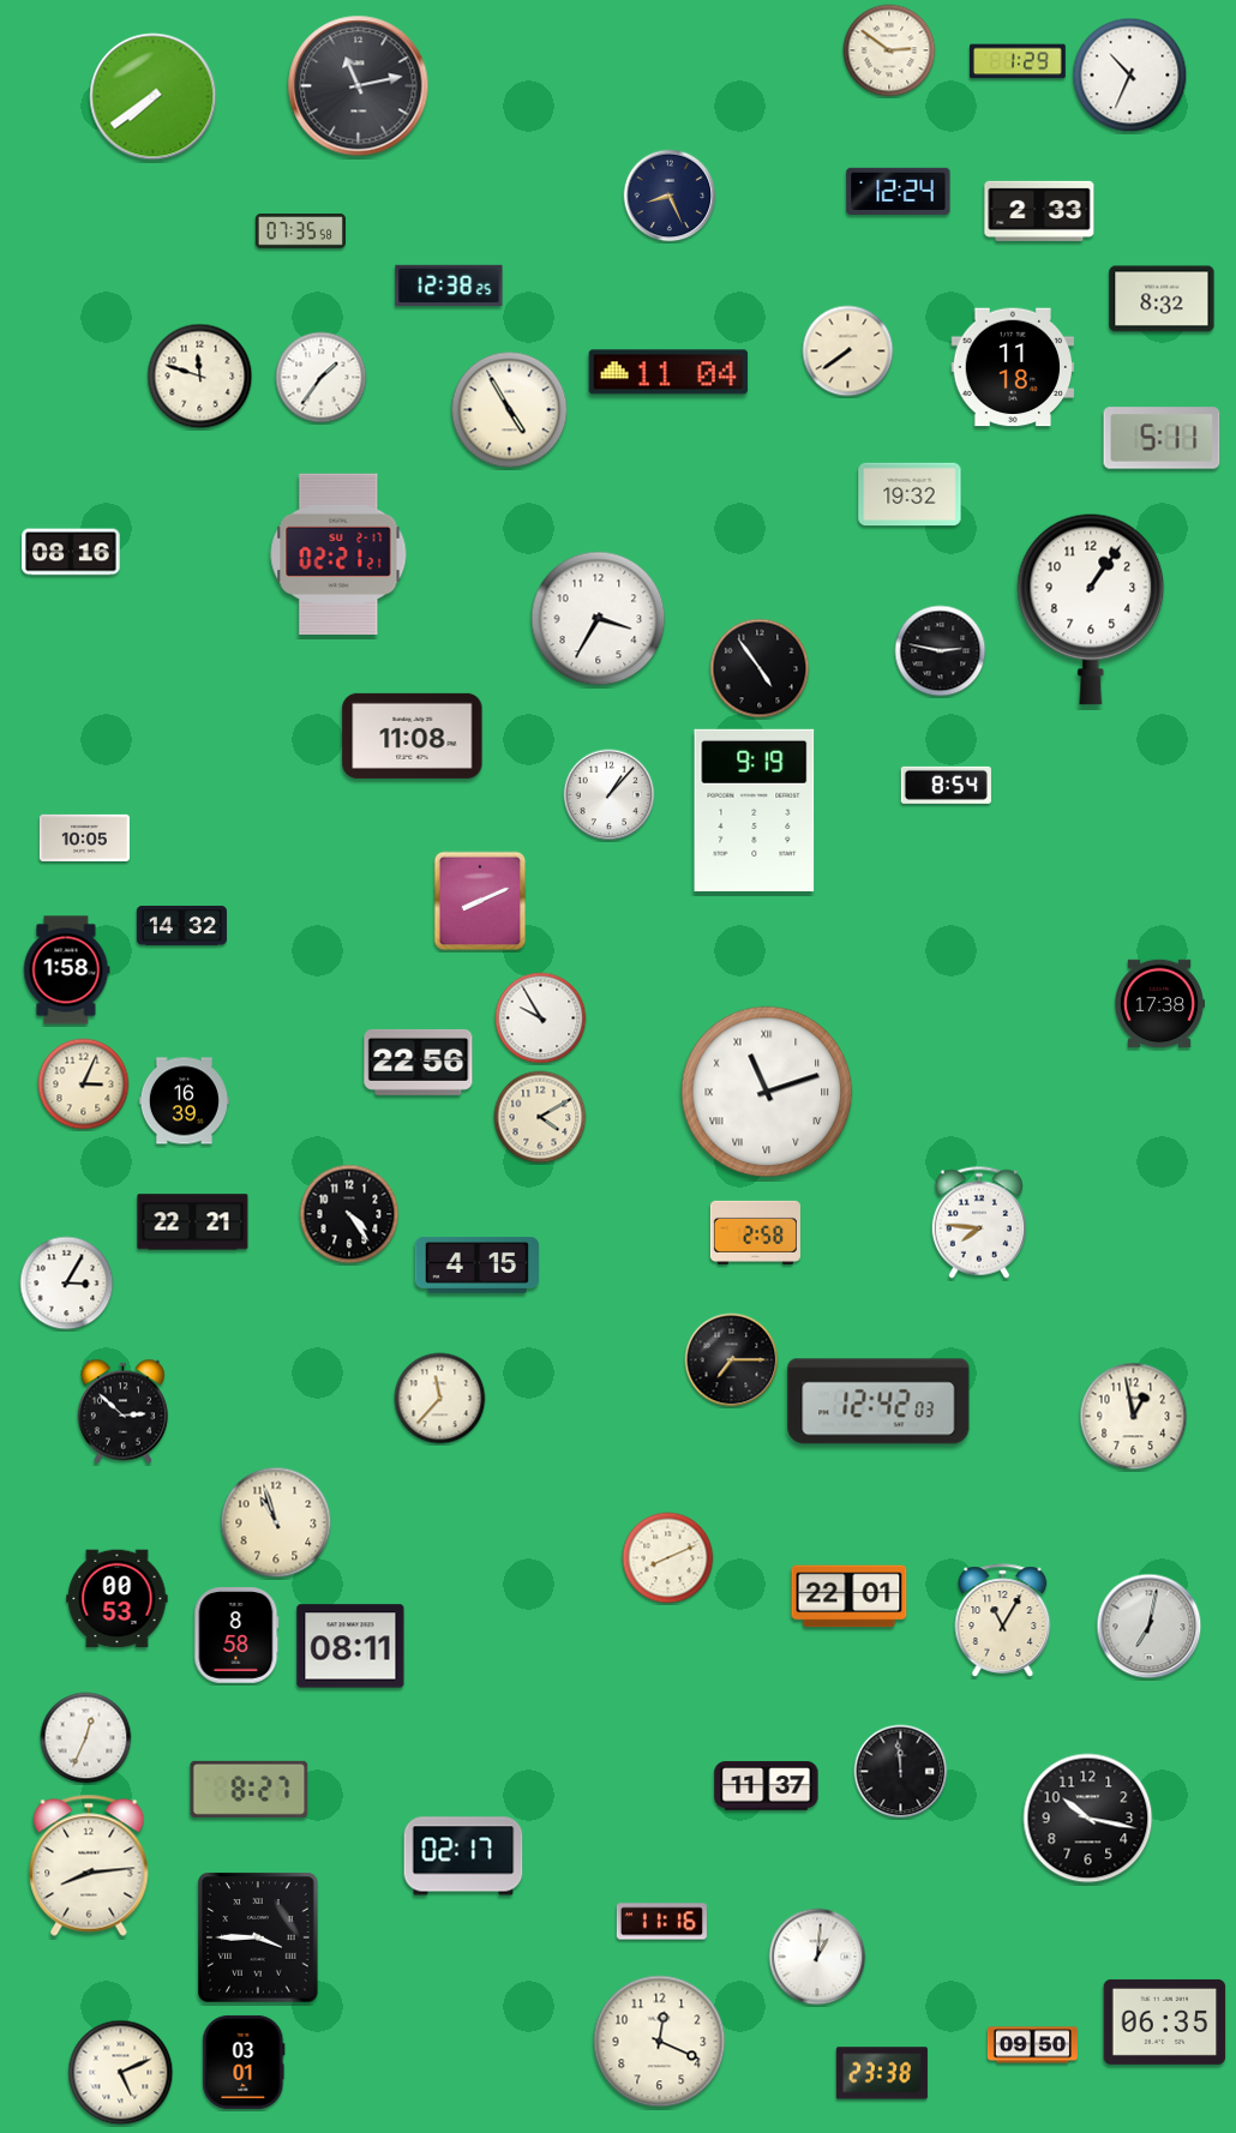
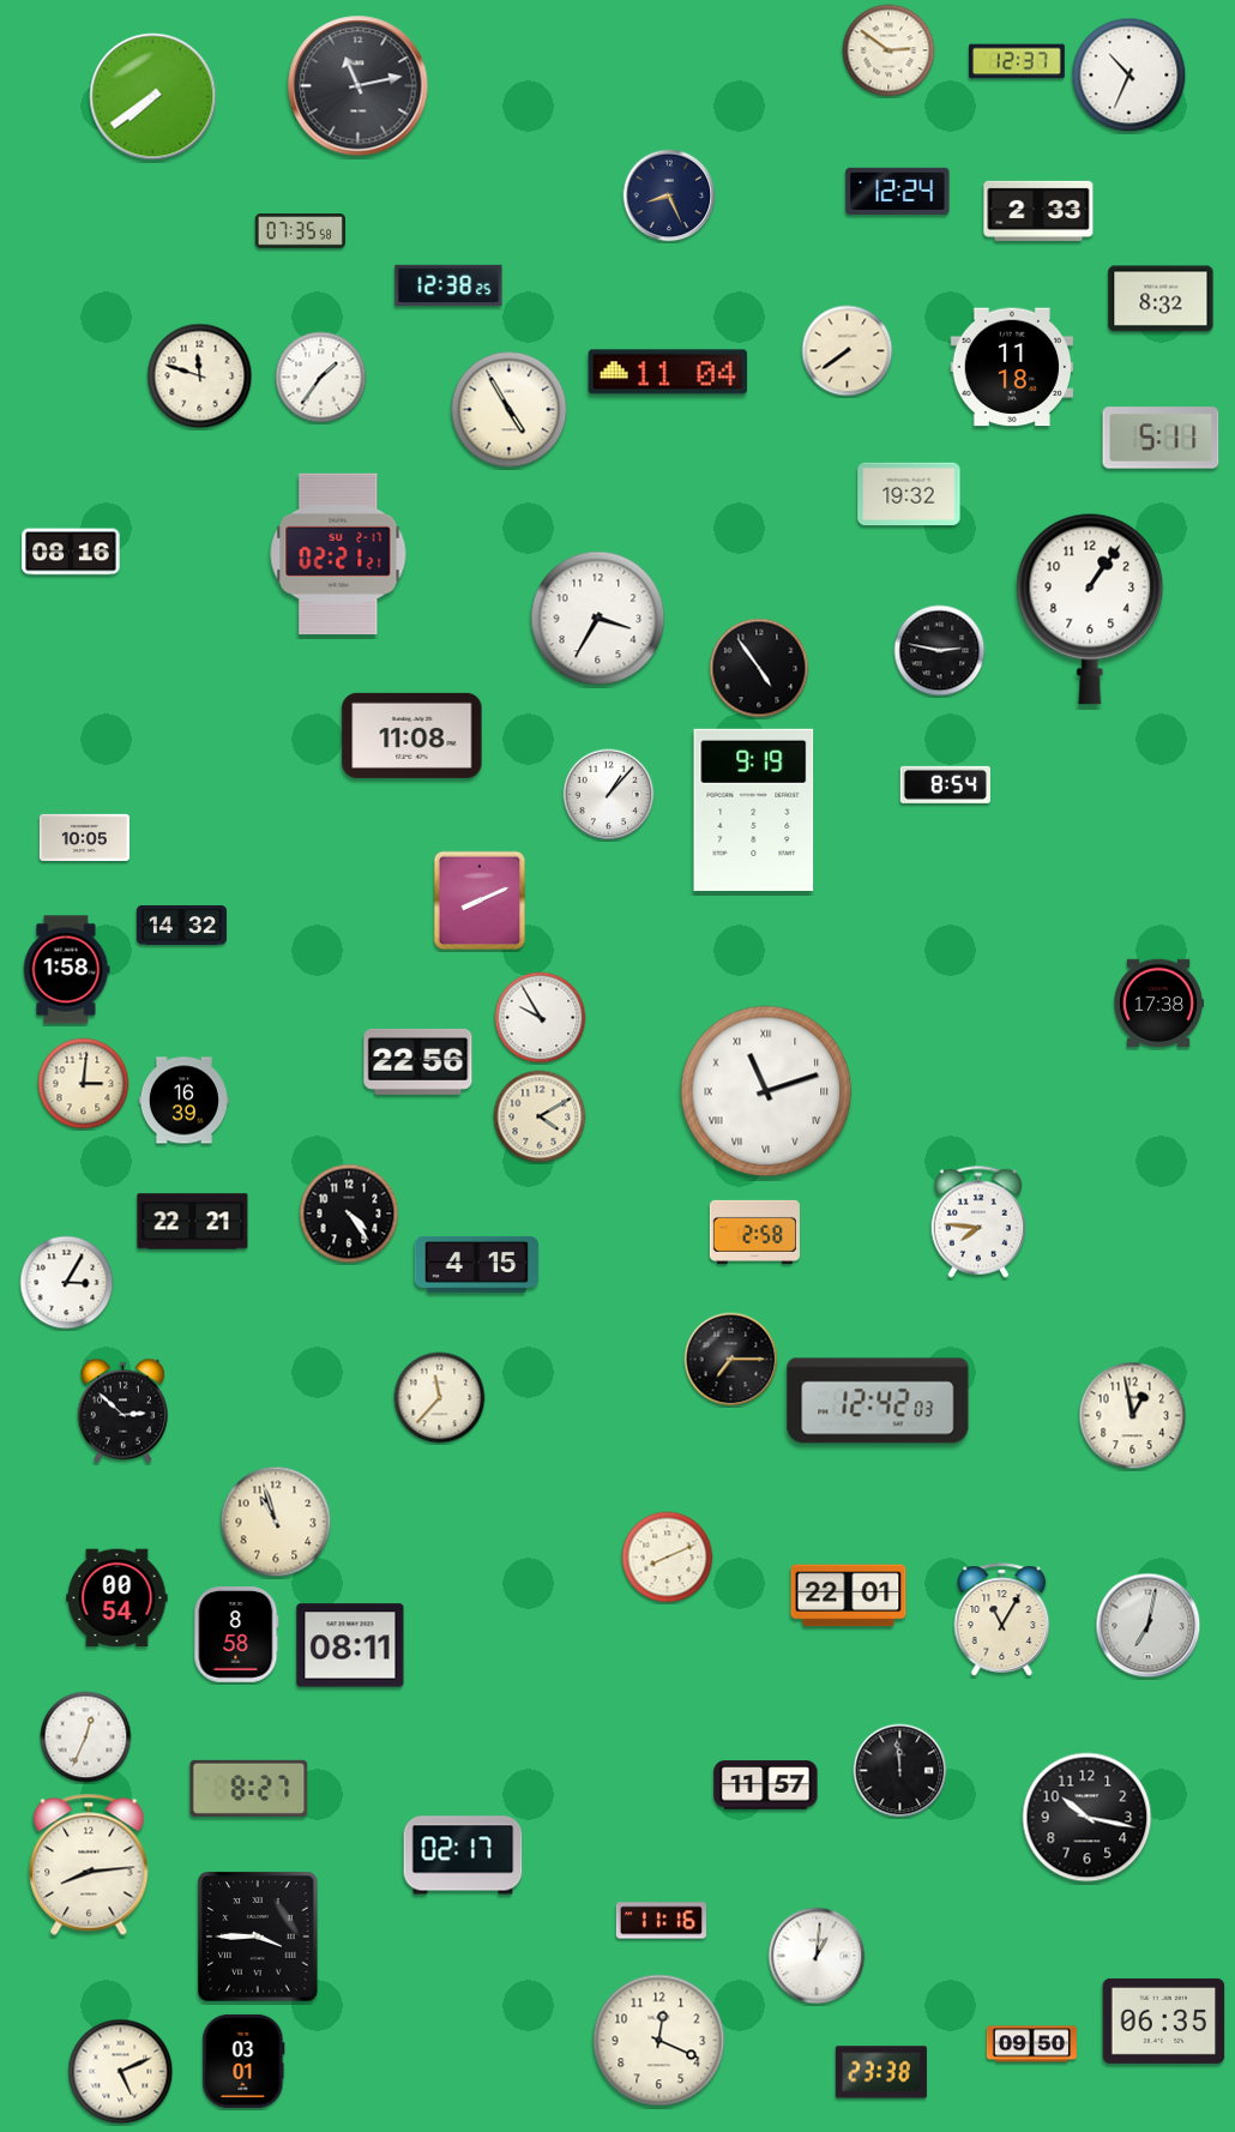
clock at (1019, 61): 1:29 -> 12:37
clock at (84, 1084): 3:04 -> 3:01
clock at (118, 1599): 00:53 -> 00:54
clock at (767, 1786): 11:37 -> 11:57
